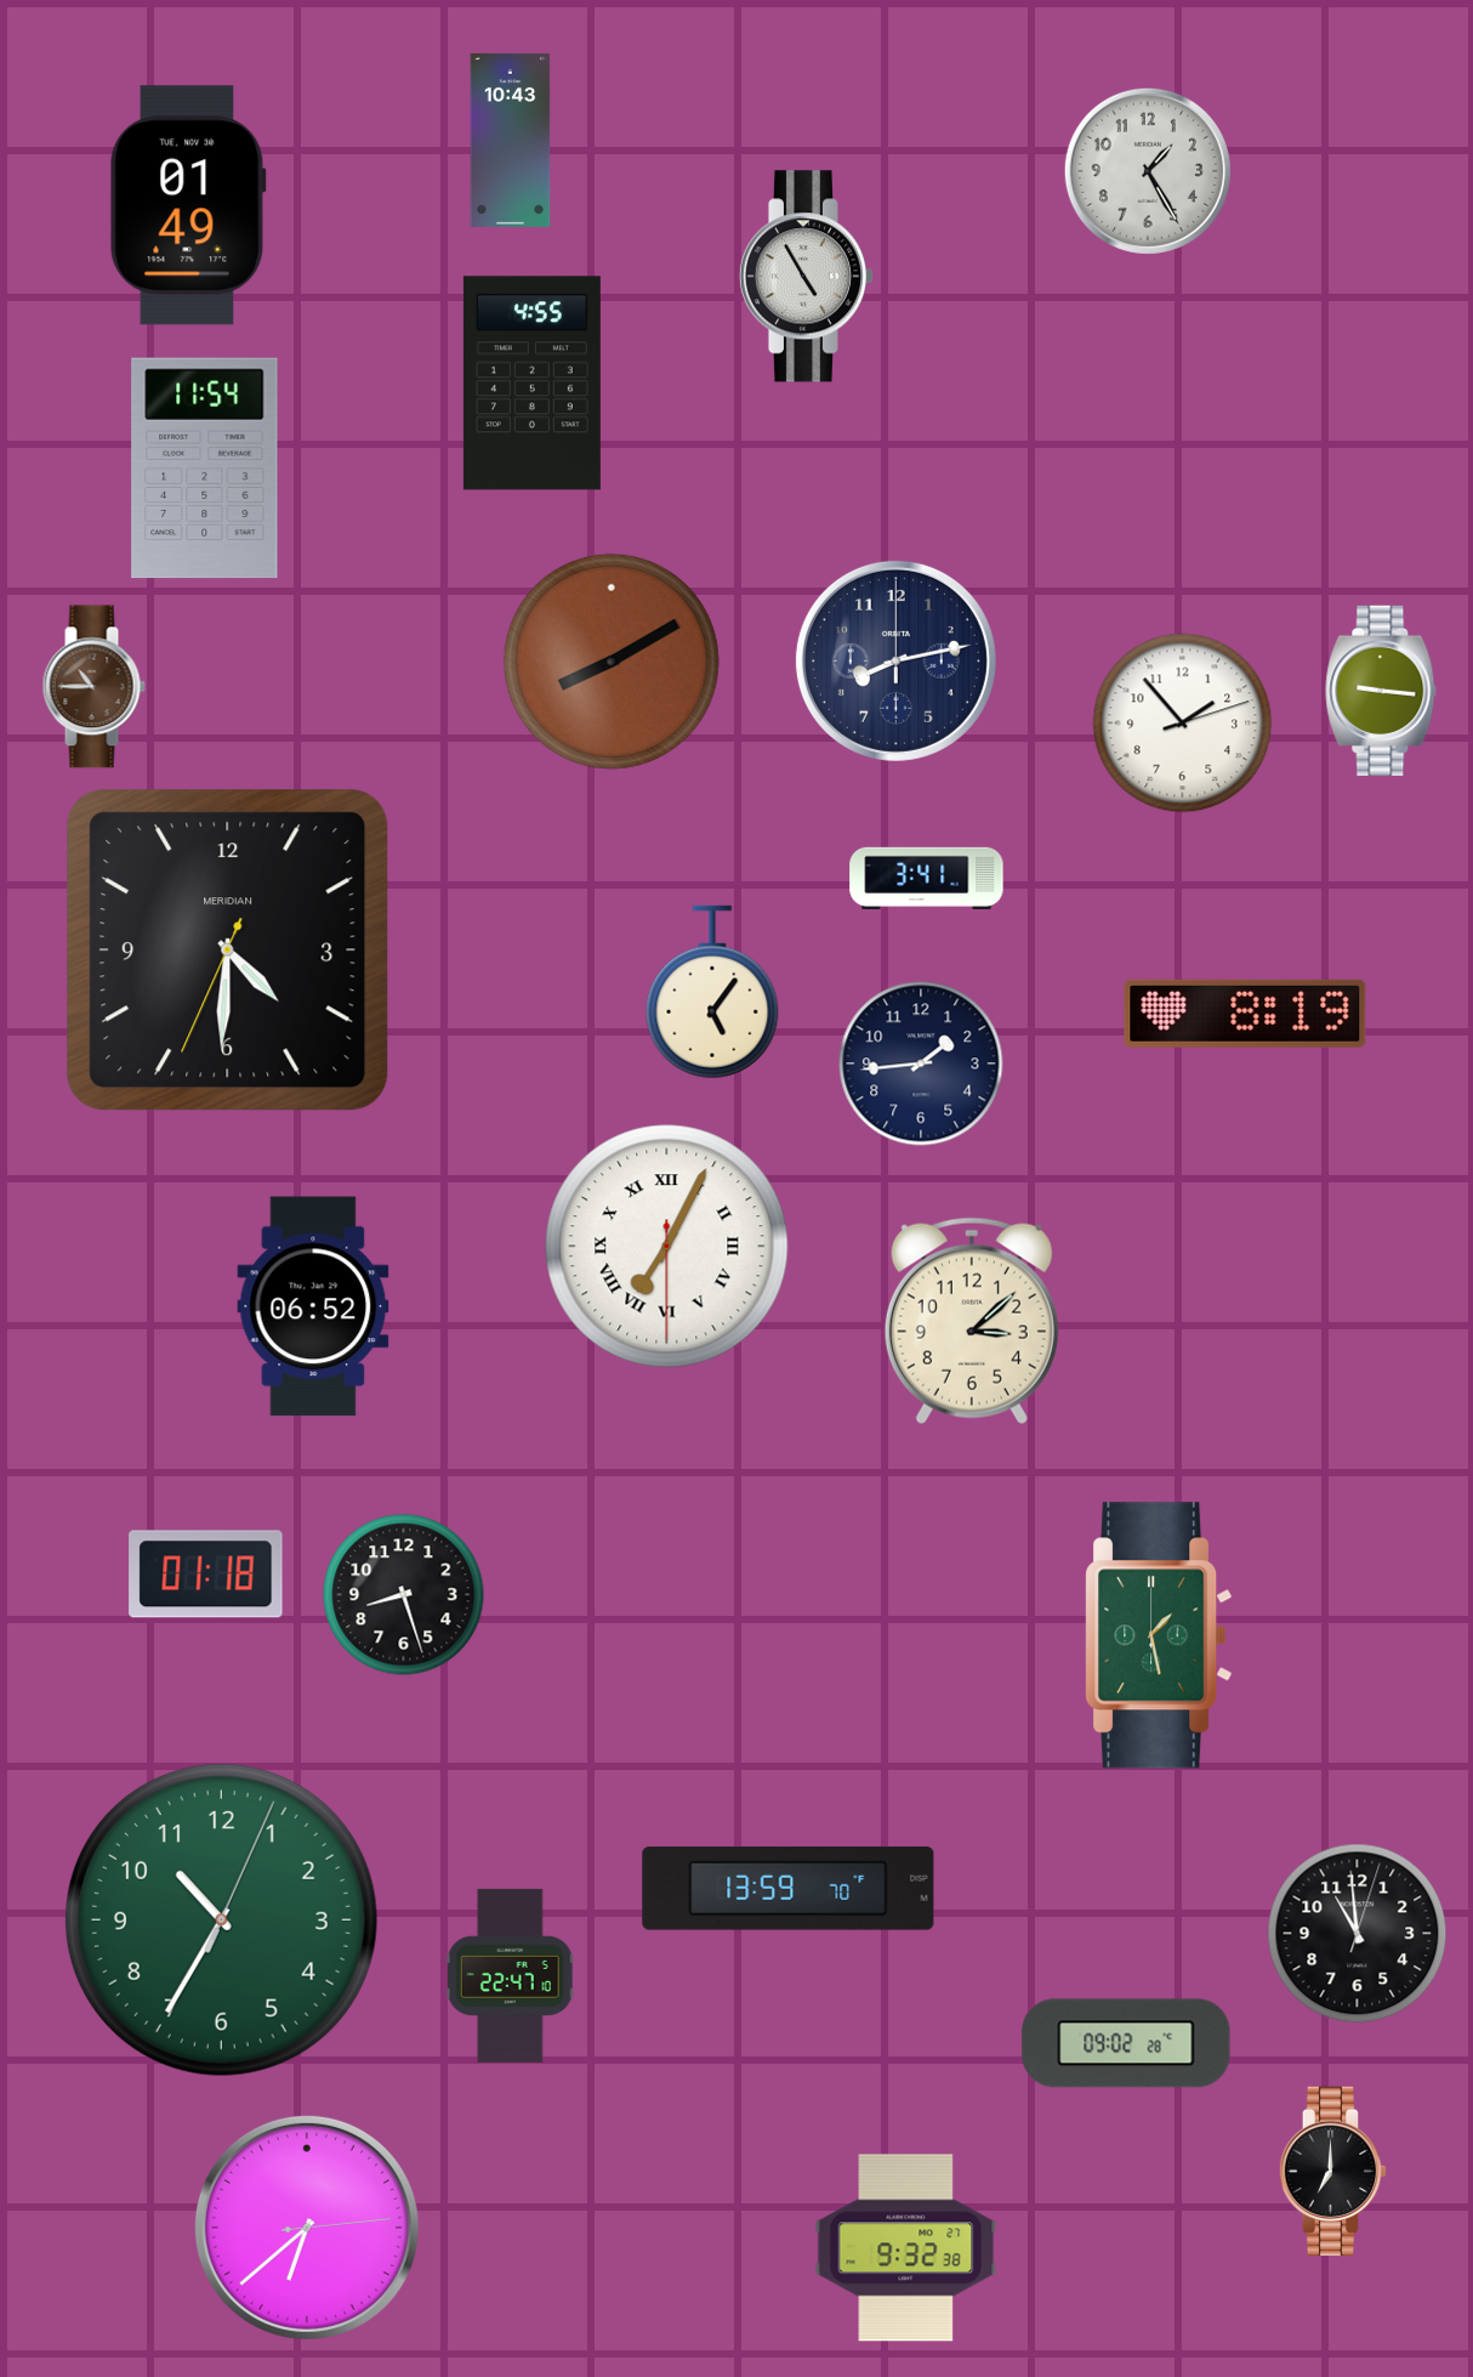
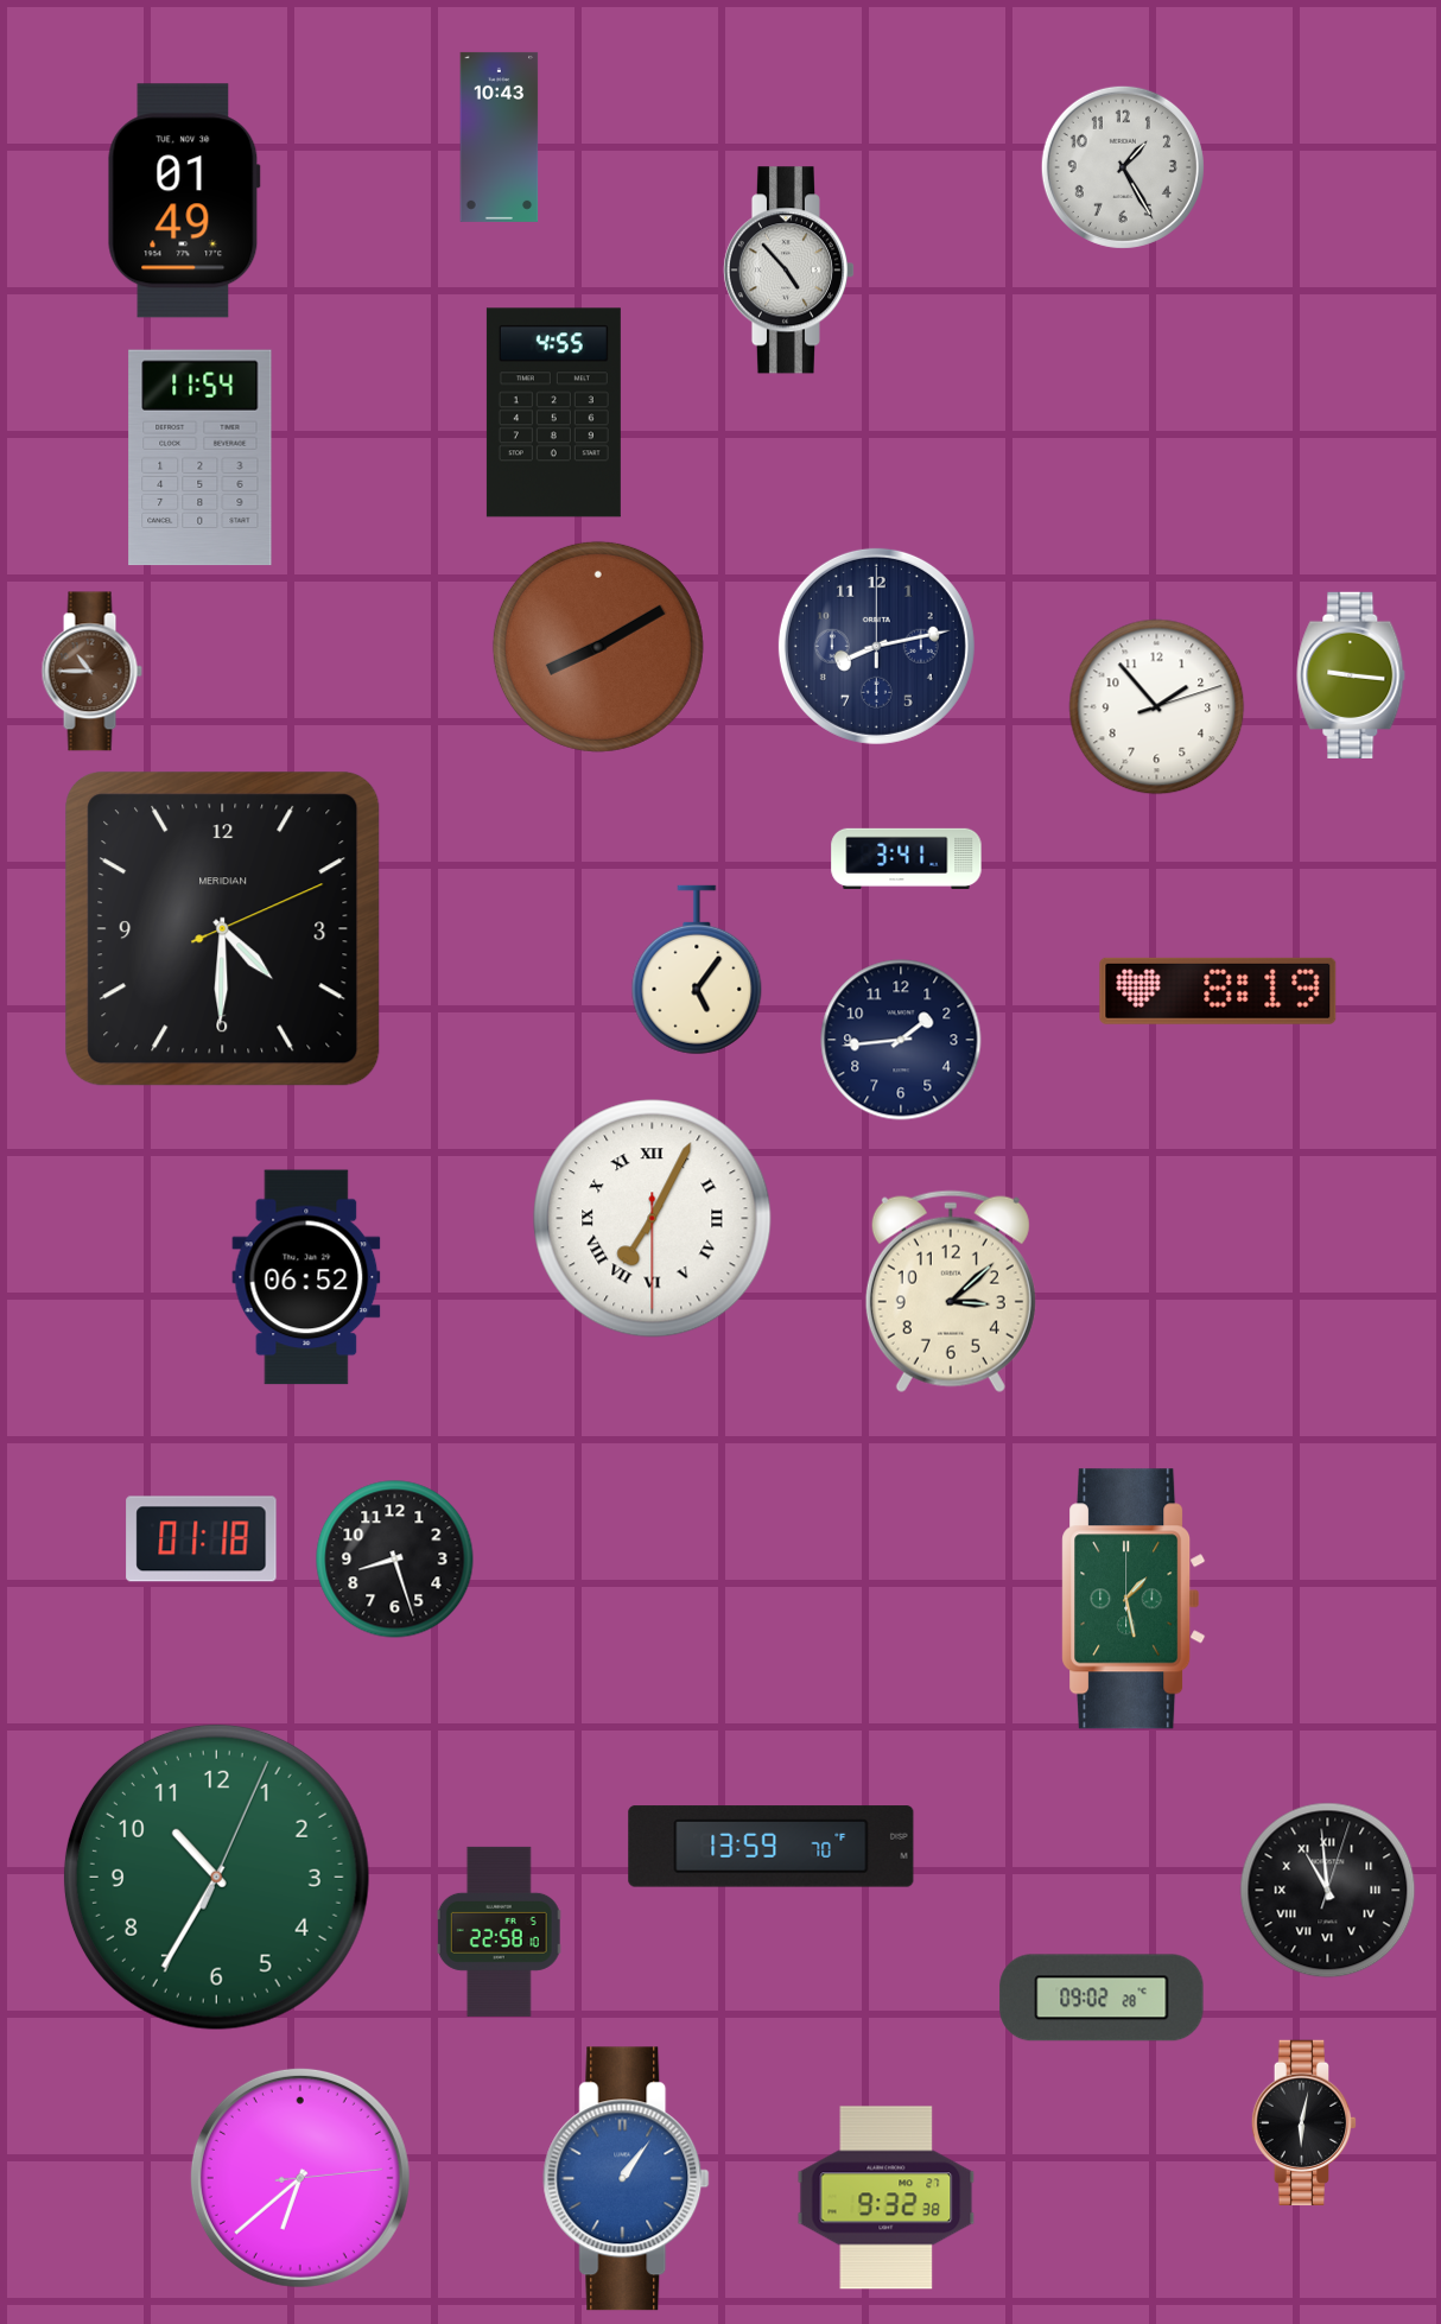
clock at (806, 277): 4:55 -> 4:53
clock at (531, 384) position: (531, 384) -> (553, 413)
clock at (228, 951): 4:30:34 -> 4:30:11
clock at (1358, 1934) numerals: Arabic -> Roman
clock at (511, 1975): 22:47 -> 22:58
clock at (1333, 2172): 7:00 -> 6:02
clock at (627, 2179): none -> 1:06
